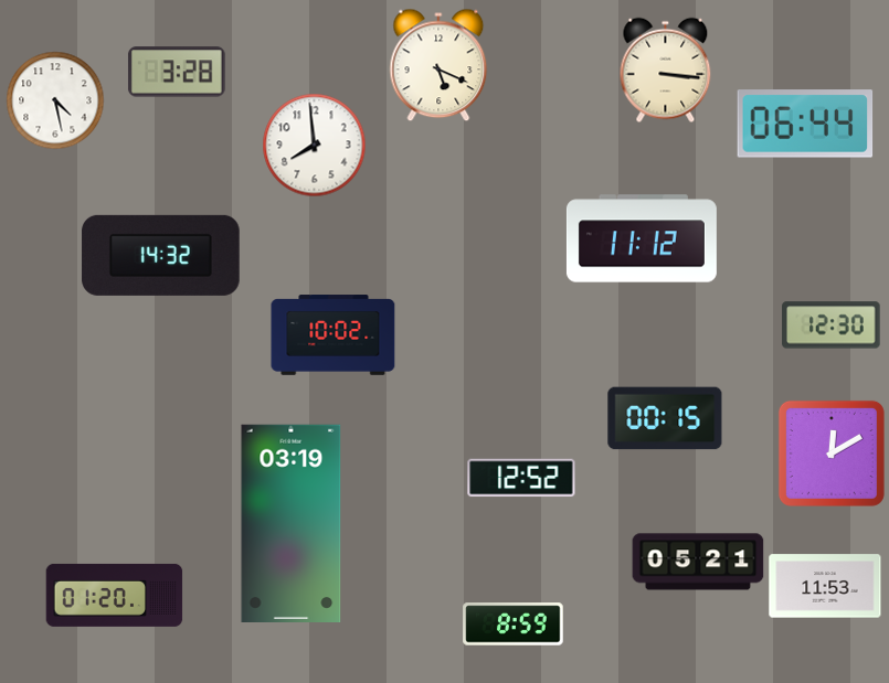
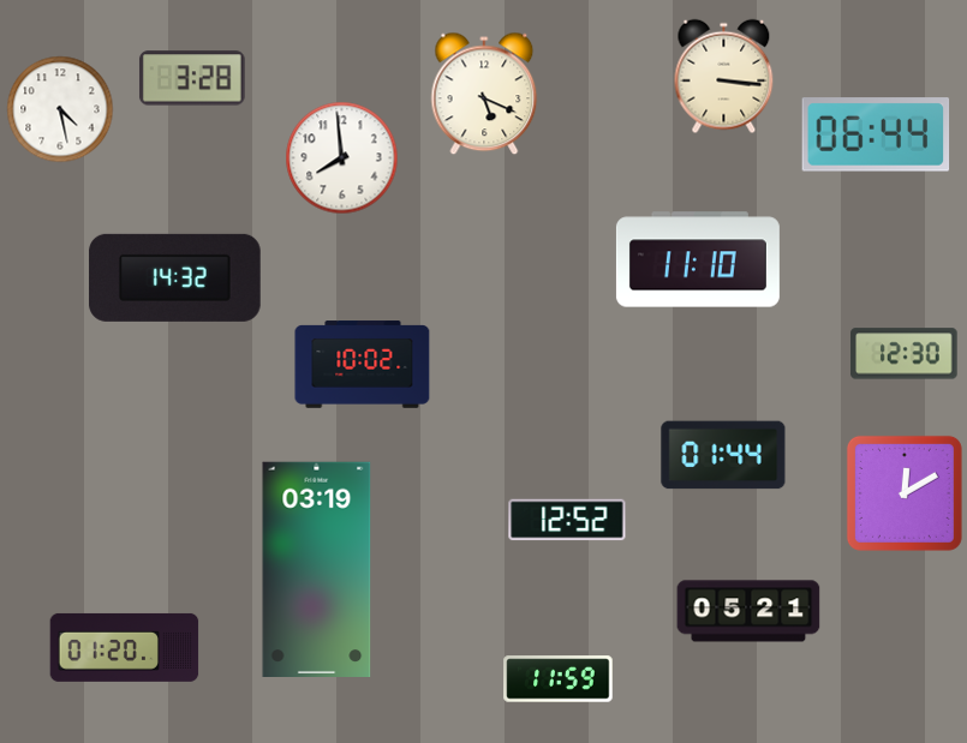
clock at (438, 65) position: (438, 65) -> (484, 94)
clock at (642, 238): 11:12 -> 11:10
clock at (665, 418): 00:15 -> 01:44
clock at (698, 562) position: (698, 562) -> (748, 611)
clock at (825, 586): 11:53 -> none
clock at (514, 625): 8:59 -> 11:59
